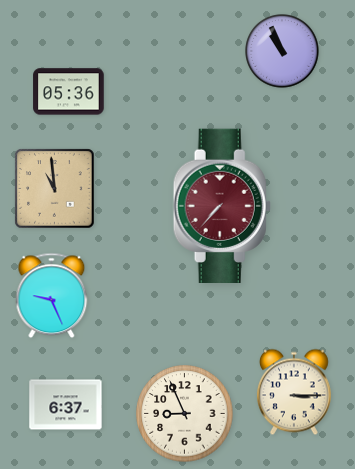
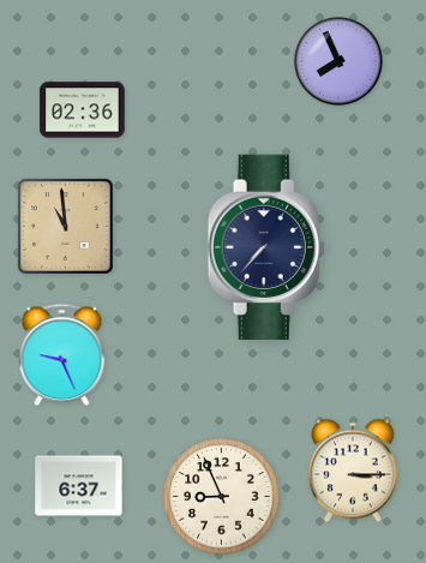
clock at (283, 52): 10:56 -> 7:56
clock at (69, 92): 05:36 -> 02:36
clock at (222, 205) dial: burgundy -> navy
